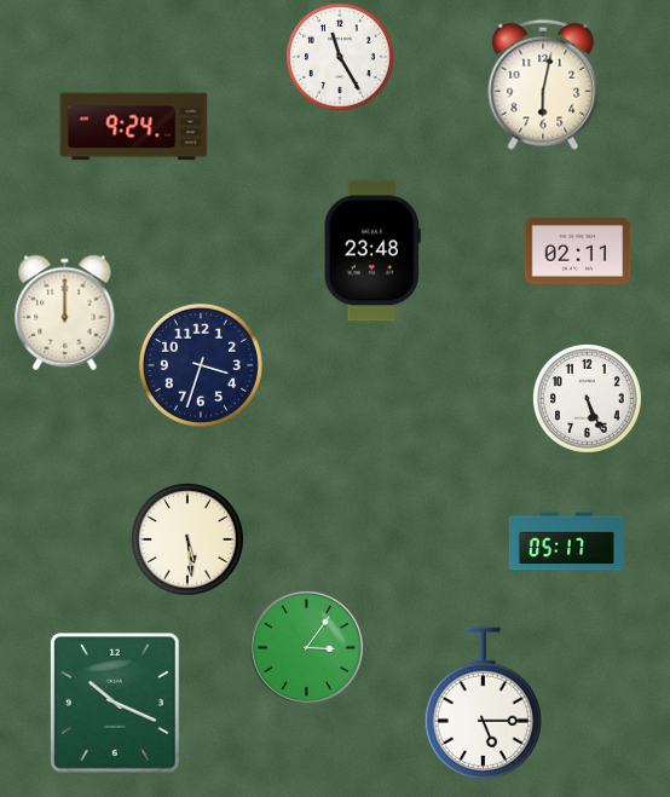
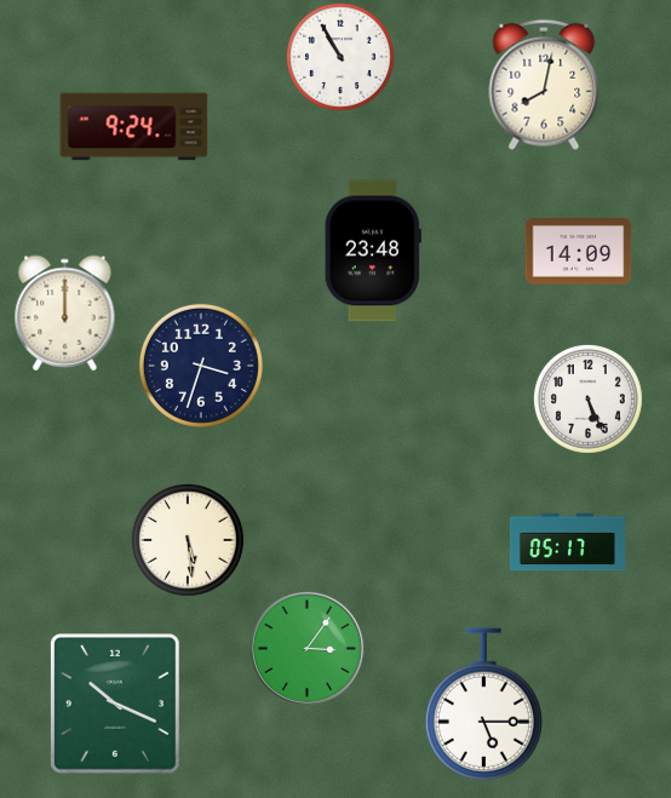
clock at (341, 58): 11:25 -> 10:55
clock at (543, 85): 6:02 -> 8:02
clock at (578, 252): 02:11 -> 14:09
